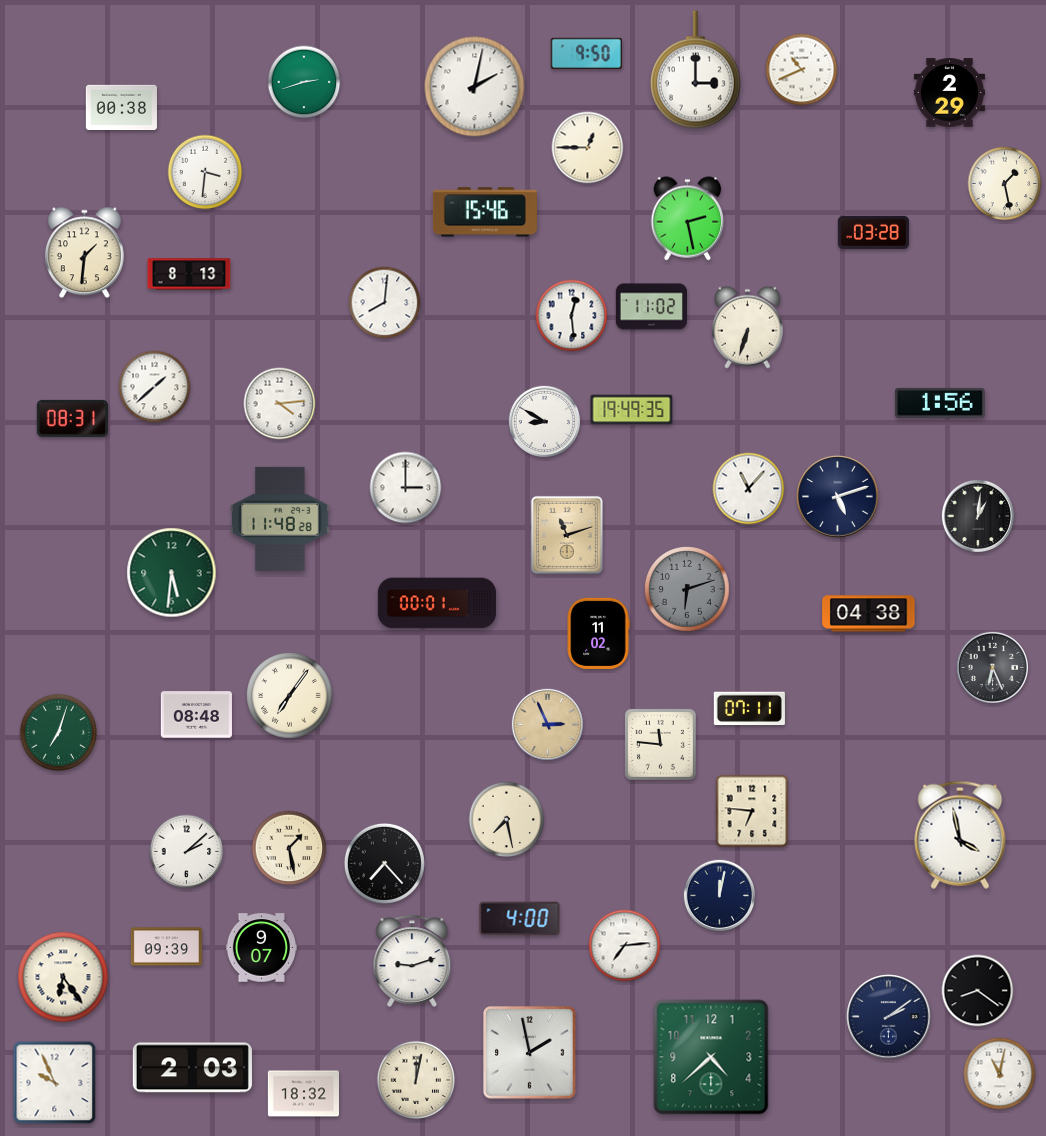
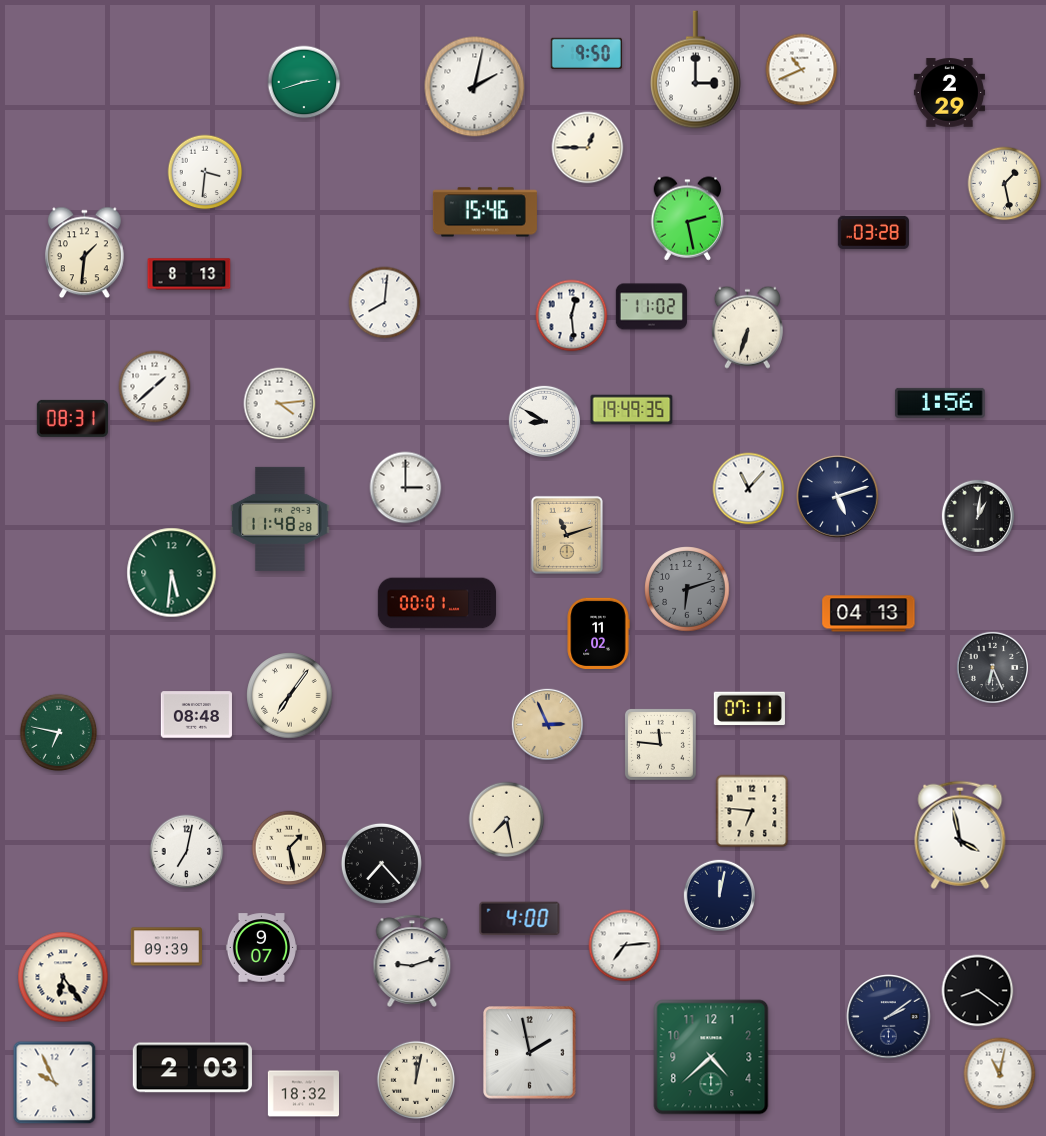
clock at (121, 107): 00:38 -> none
clock at (869, 614): 04:38 -> 04:13
clock at (59, 733): 7:03 -> 6:47
clock at (187, 852): 2:08 -> 7:02
clock at (384, 863) position: (384, 863) -> (381, 863)
